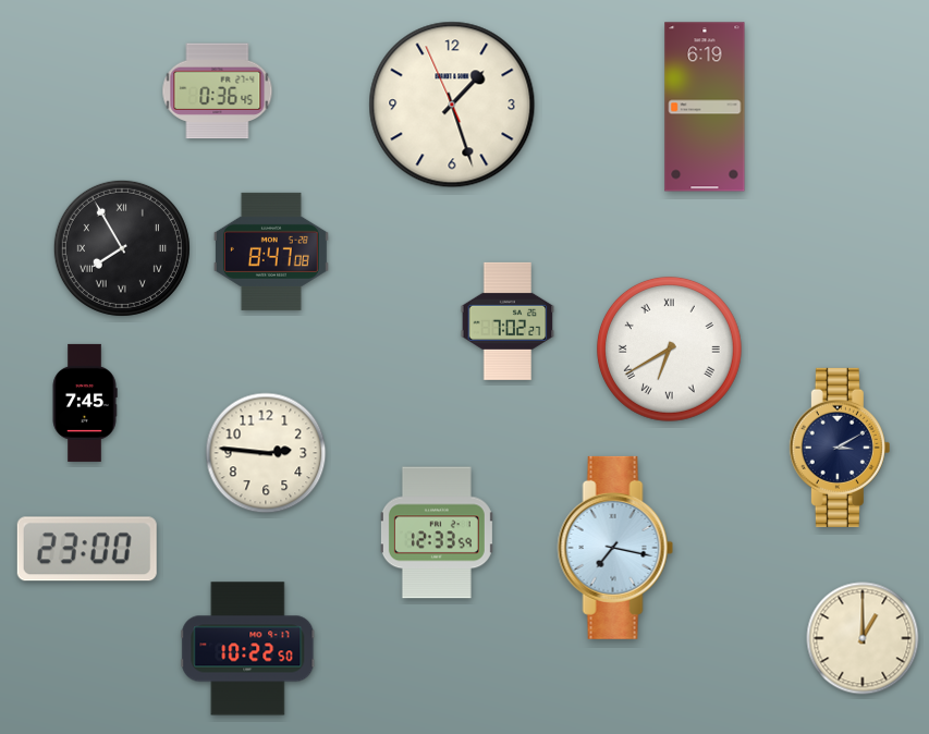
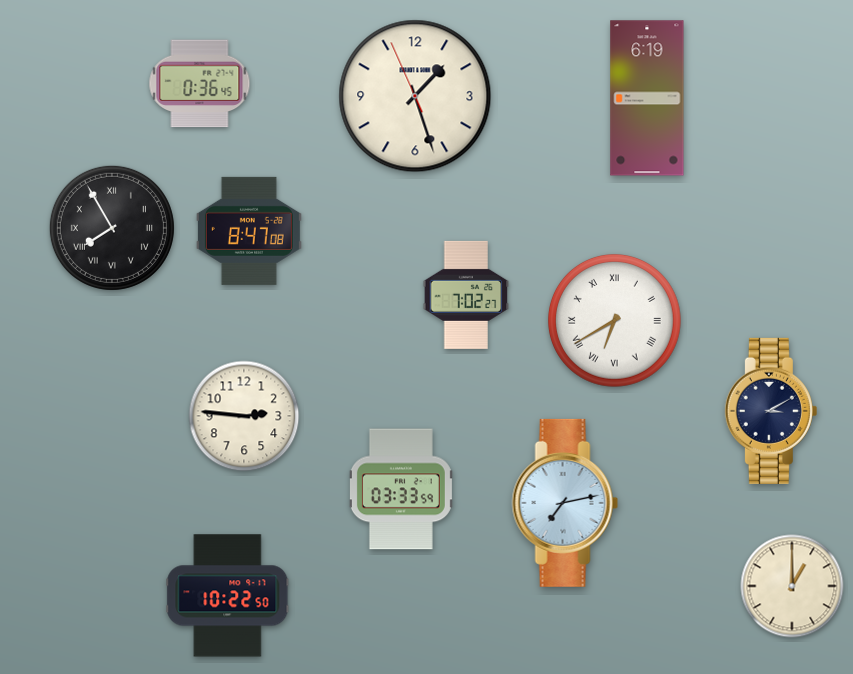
clock at (85, 403): 7:45 -> none
clock at (437, 533): 12:33 -> 03:33
clock at (615, 548): 7:17 -> 7:13
clock at (87, 549): 23:00 -> none
